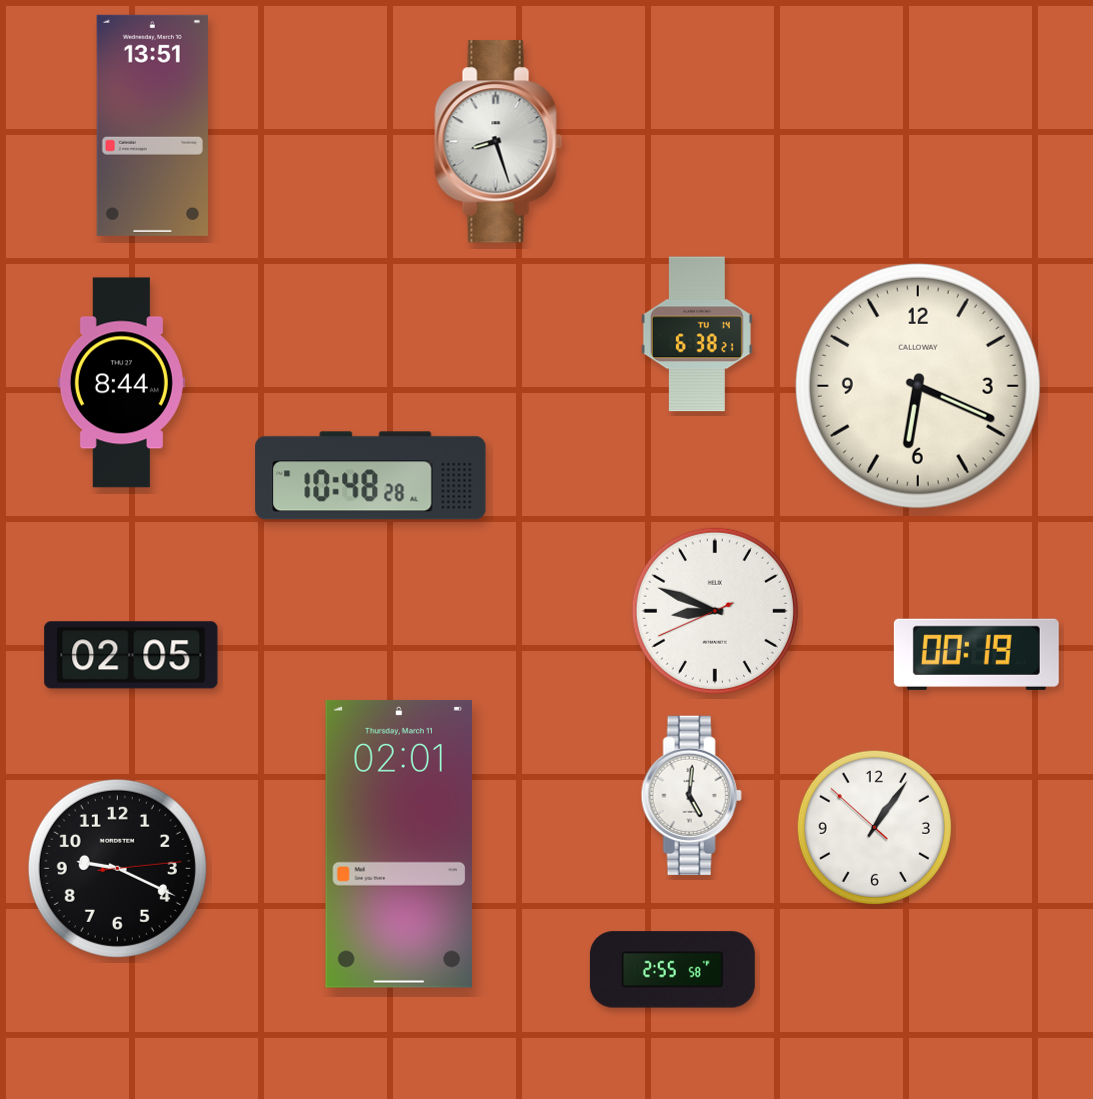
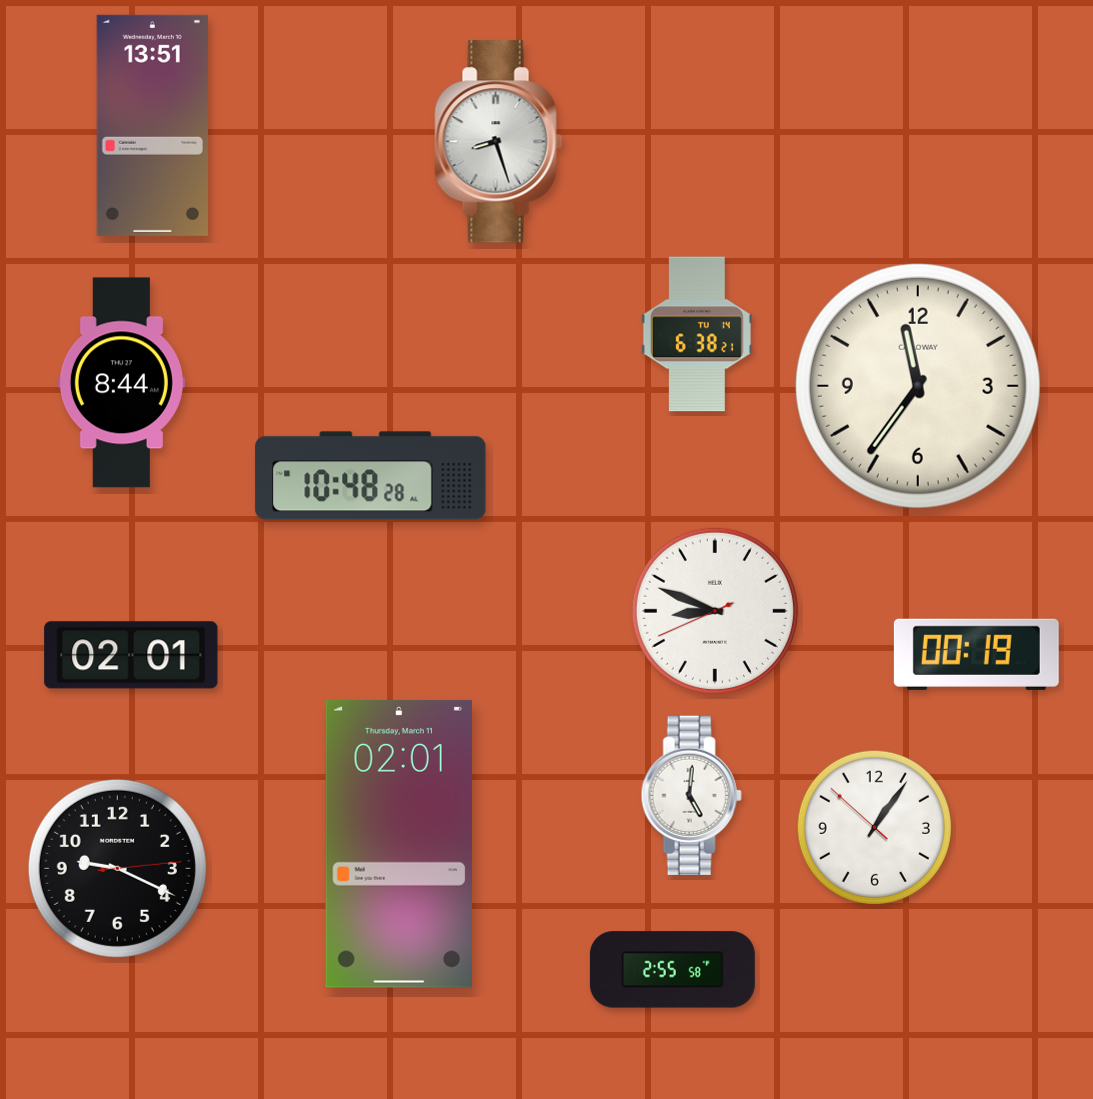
clock at (918, 386): 6:19 -> 11:36
clock at (131, 655): 02:05 -> 02:01
